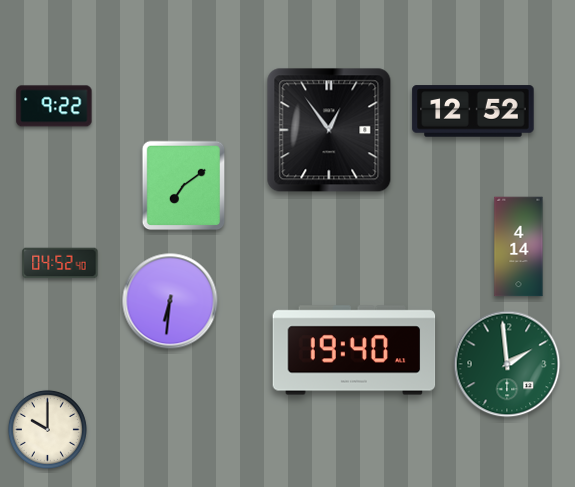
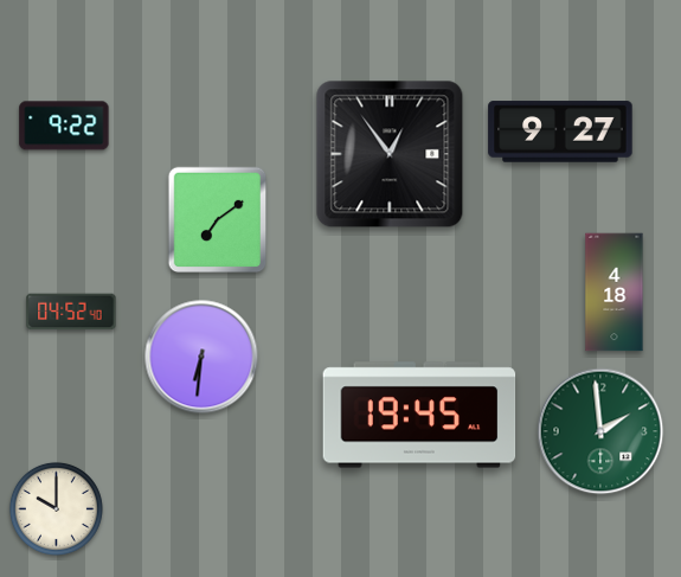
clock at (473, 111): 12:52 -> 9:27
clock at (519, 247): 4:14 -> 4:18
clock at (354, 350): 19:40 -> 19:45
